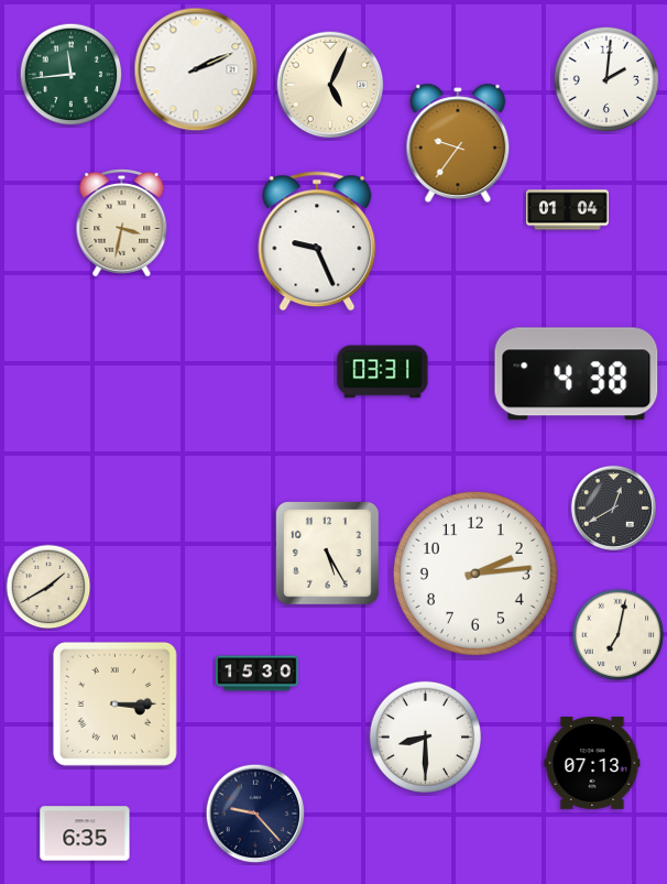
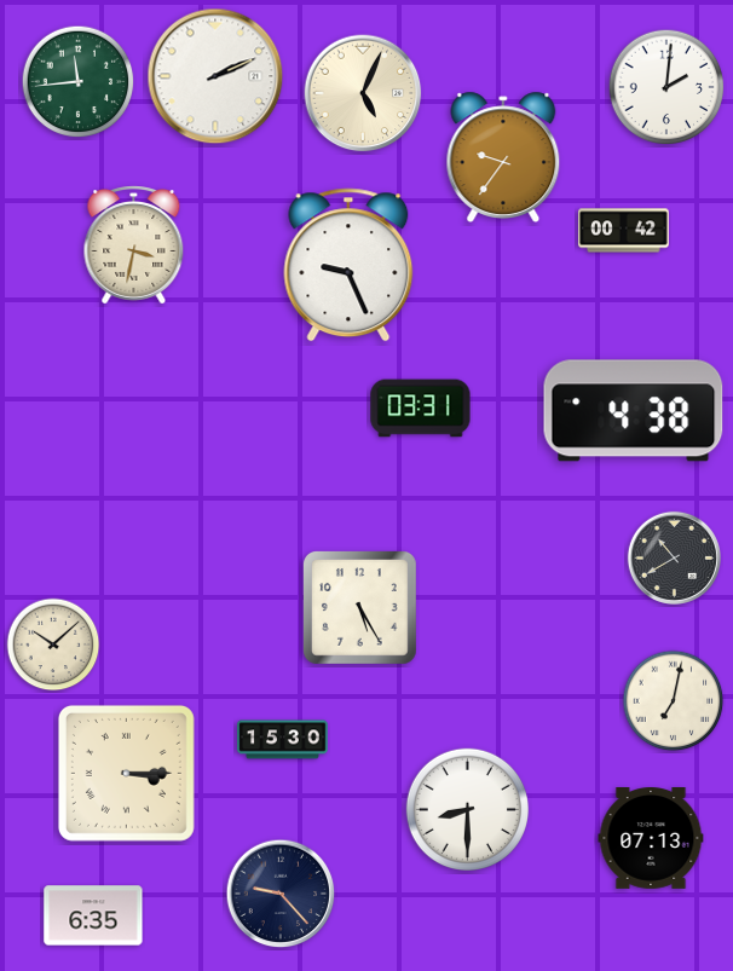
clock at (568, 210): 01:04 -> 00:42
clock at (613, 508): 12:40 -> 10:40
clock at (475, 574): 2:14 -> none
clock at (48, 587): 1:40 -> 10:08
clock at (619, 635) position: (619, 635) -> (674, 701)
